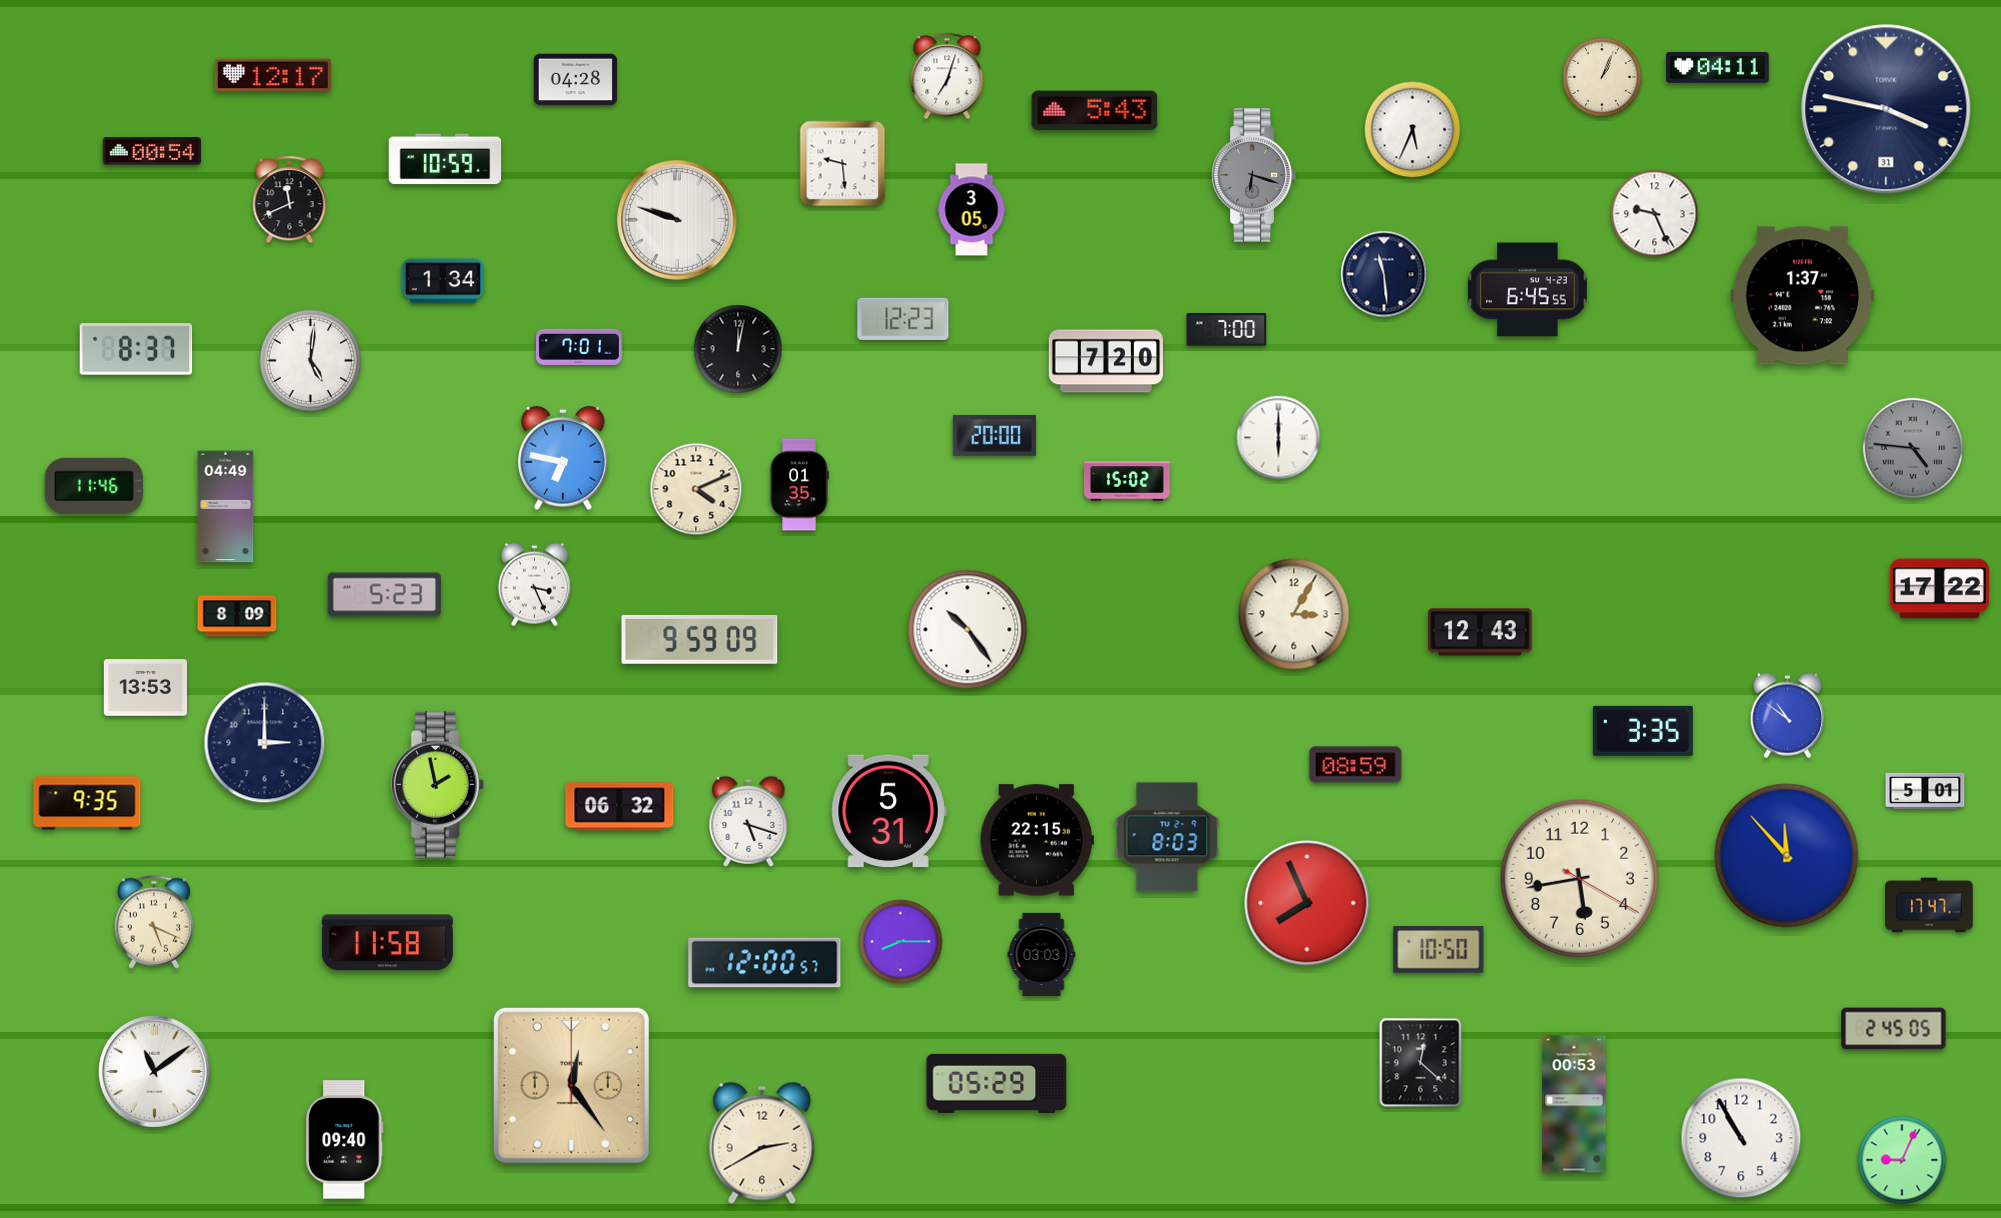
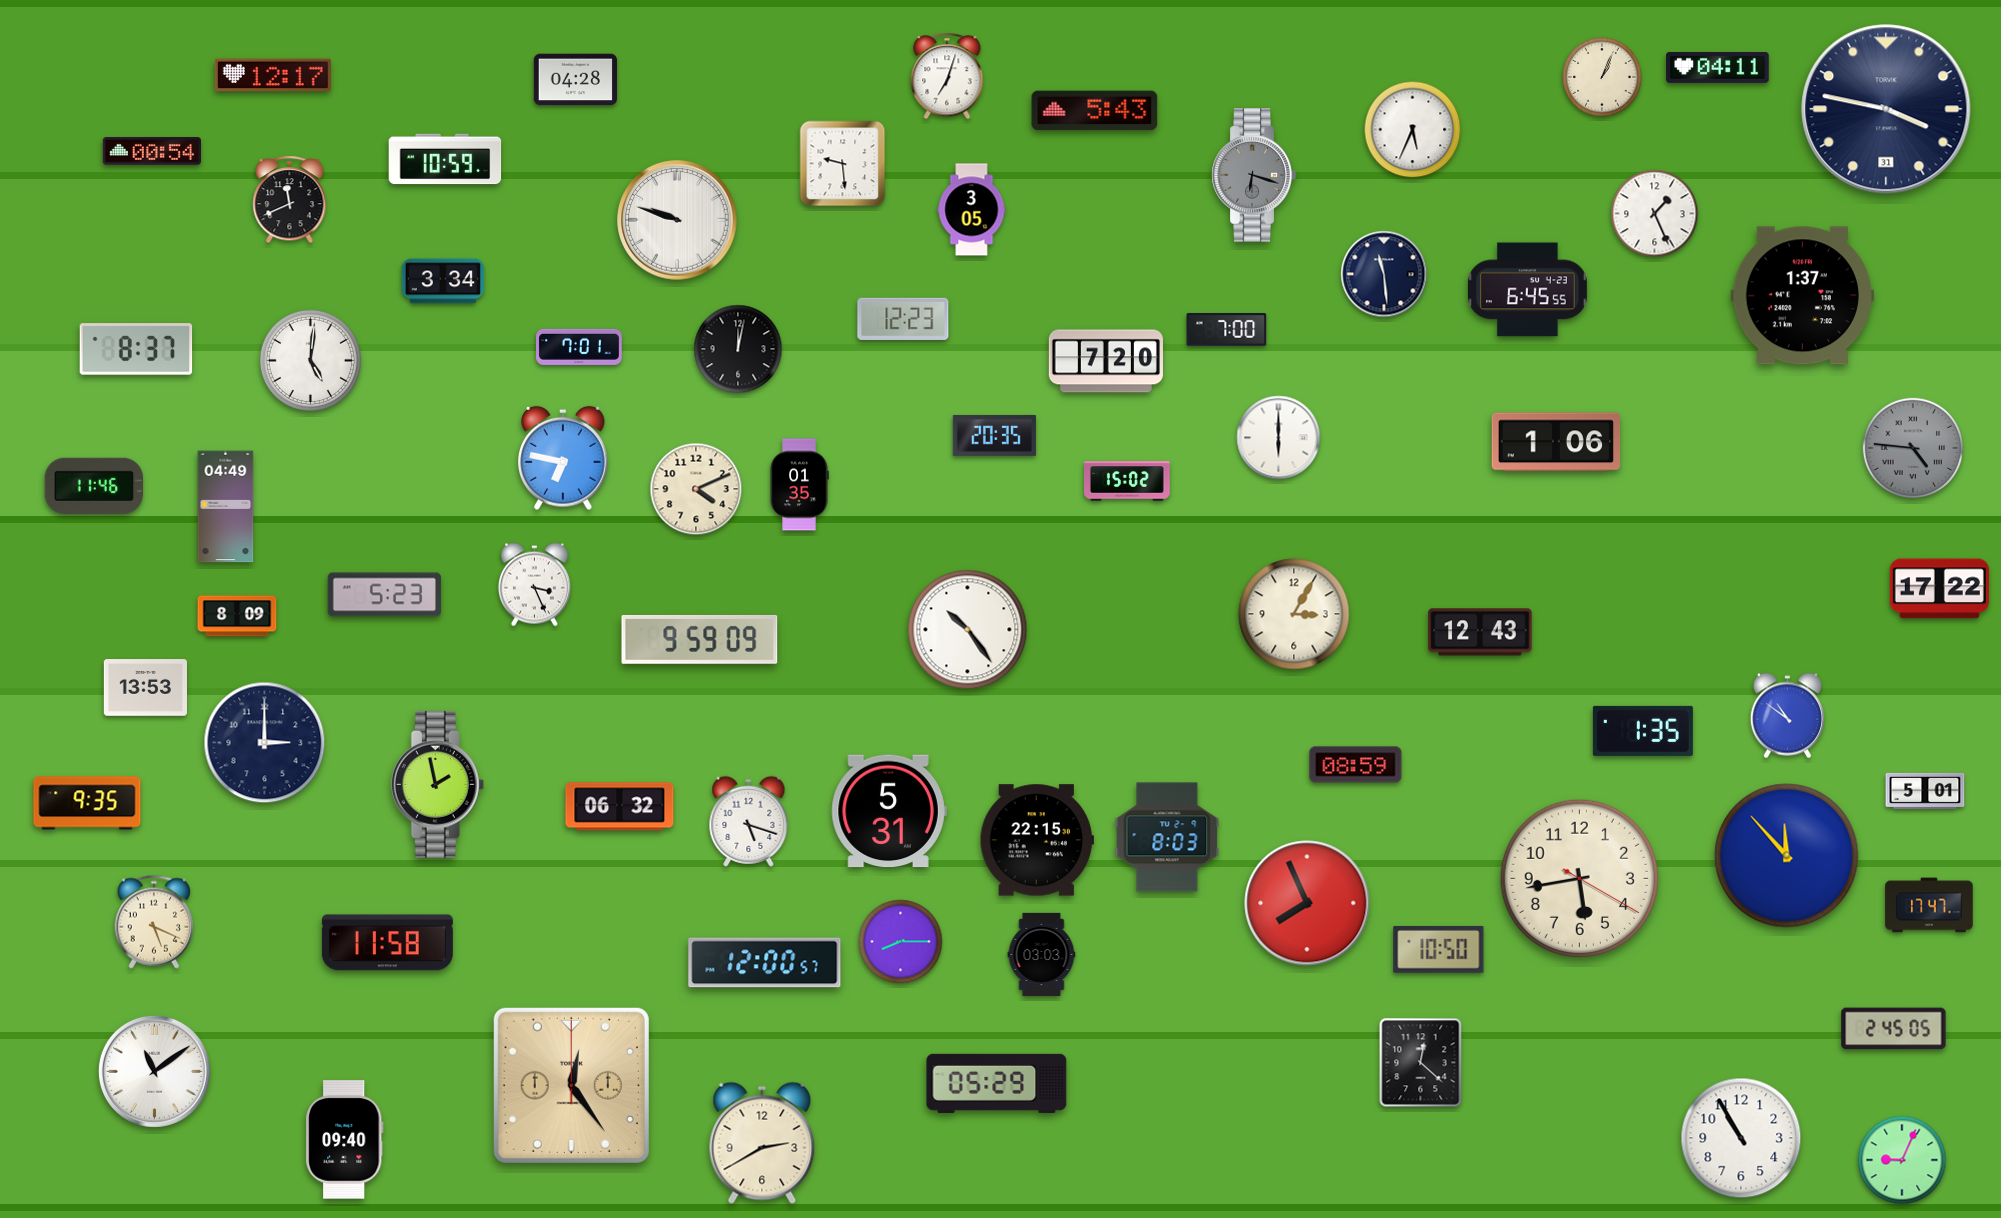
clock at (1655, 214): 9:26 -> 1:26
clock at (443, 281): 1:34 -> 3:34
clock at (994, 435): 20:00 -> 20:35
clock at (1556, 442): none -> 1:06
clock at (1643, 731): 3:35 -> 1:35
clock at (1574, 1104): 00:53 -> none
